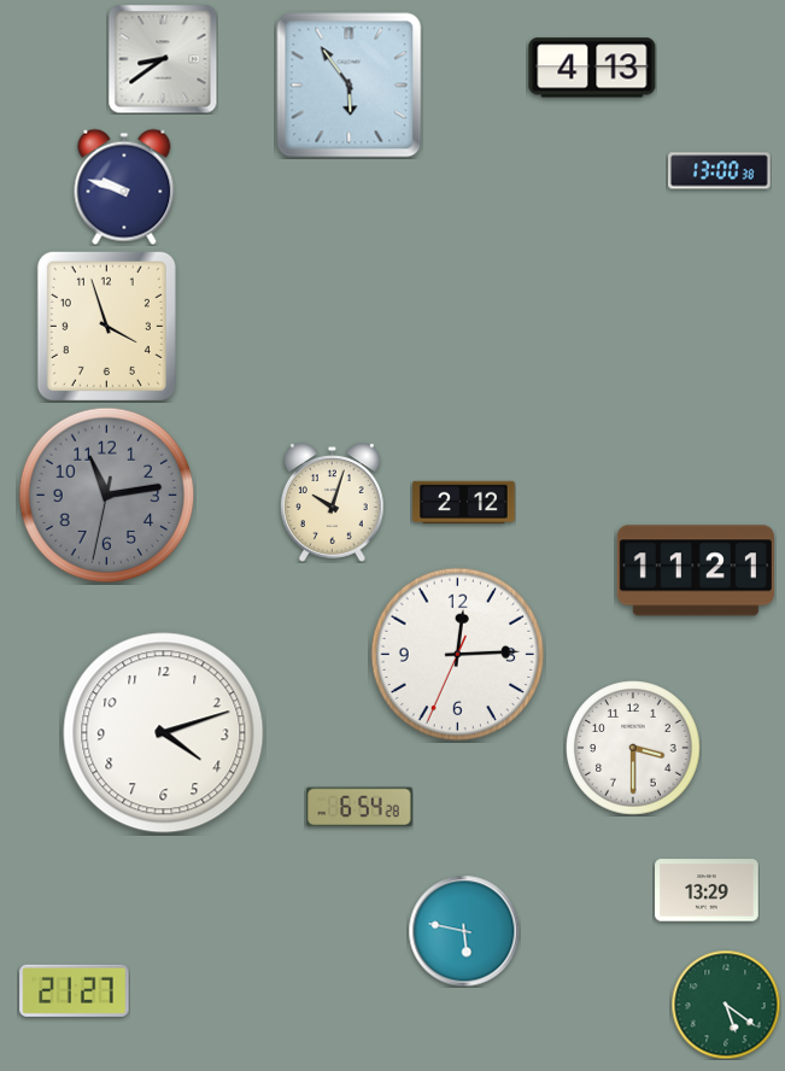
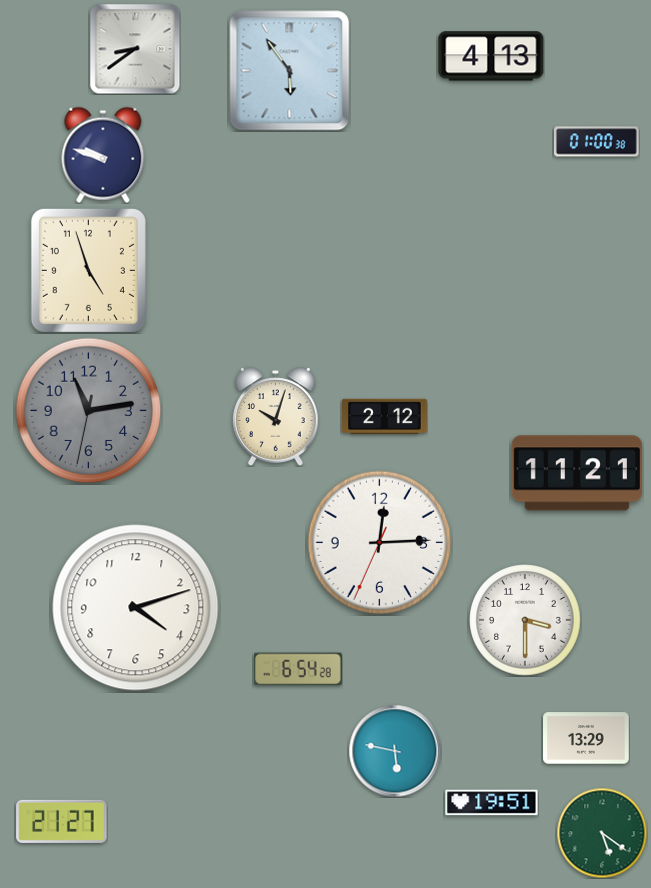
clock at (720, 171): 13:00 -> 01:00
clock at (106, 326): 3:57 -> 4:57
clock at (464, 931) position: (464, 931) -> (395, 751)
clock at (492, 803): none -> 19:51
